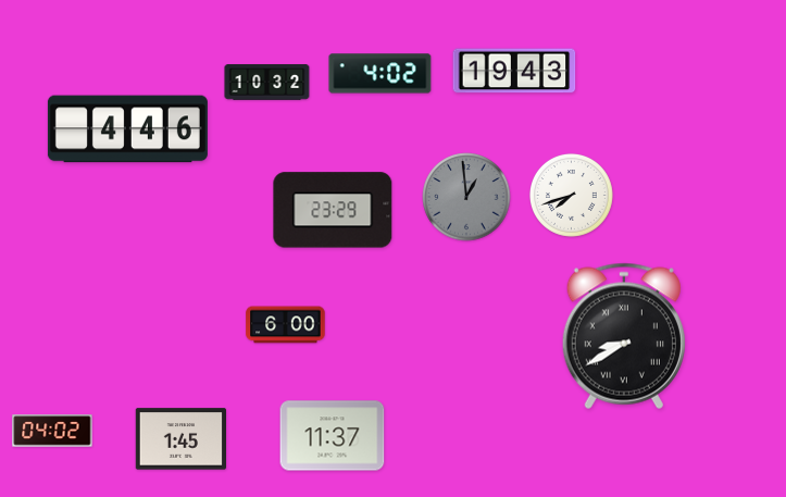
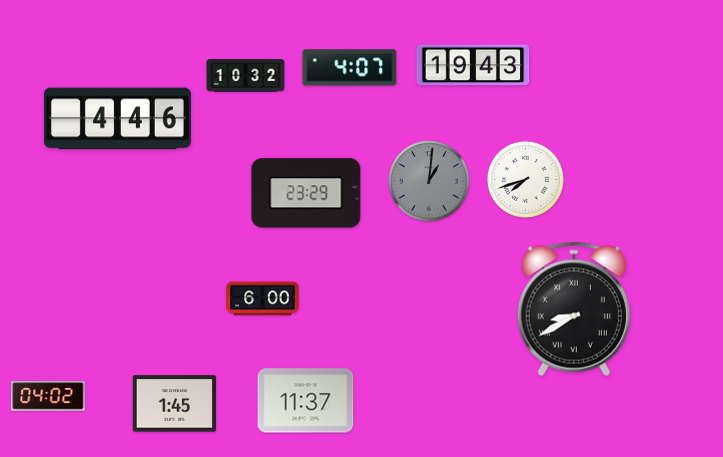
clock at (380, 74): 4:02 -> 4:07
clock at (466, 197): 12:59 -> 1:01
clock at (180, 439) position: (180, 439) -> (174, 404)
